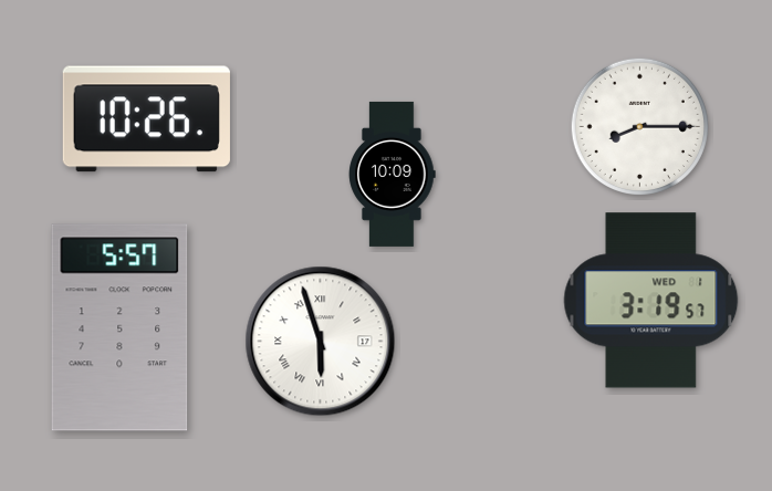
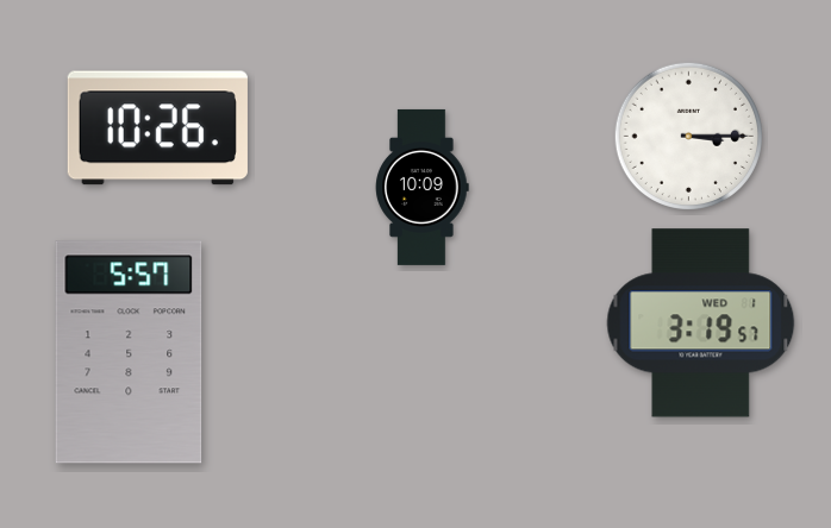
clock at (639, 126): 8:15 -> 3:15
clock at (321, 342): 5:57 -> none
